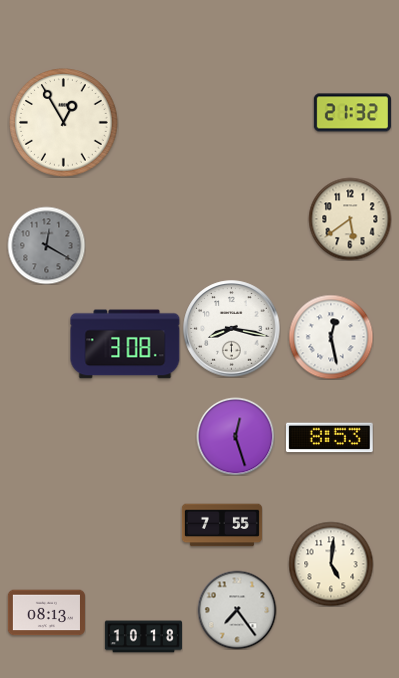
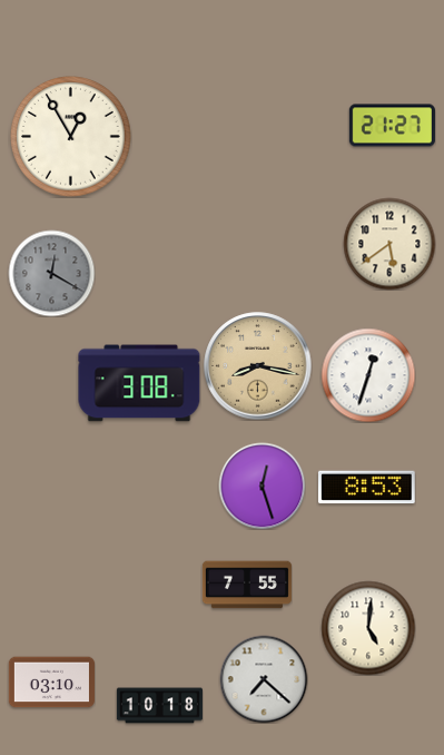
clock at (352, 113): 21:32 -> 21:27
clock at (232, 329) dial: white -> champagne
clock at (331, 337): 12:28 -> 12:33
clock at (237, 610): 7:24 -> 7:22
clock at (46, 613): 08:13 -> 03:10
clock at (143, 637) position: (143, 637) -> (159, 706)
